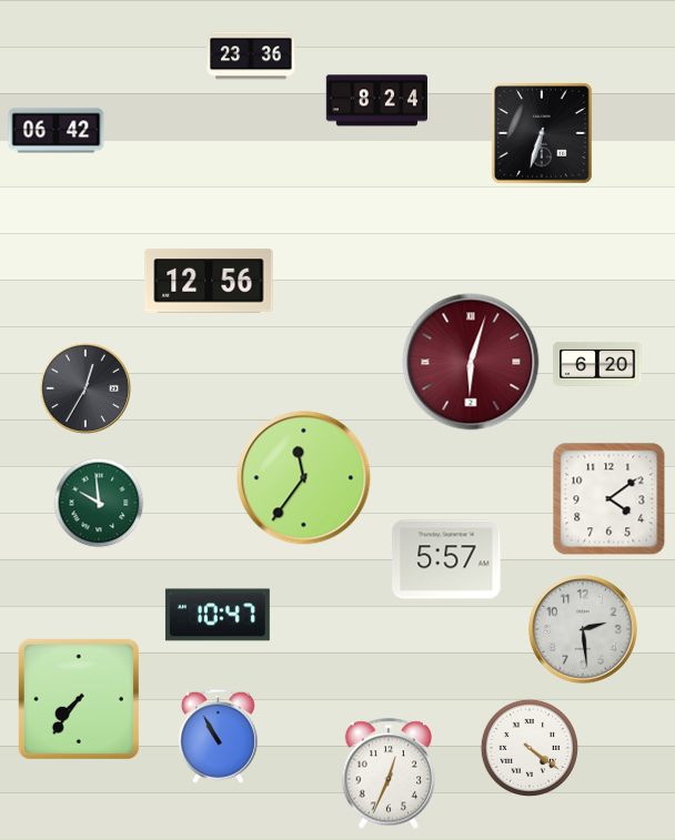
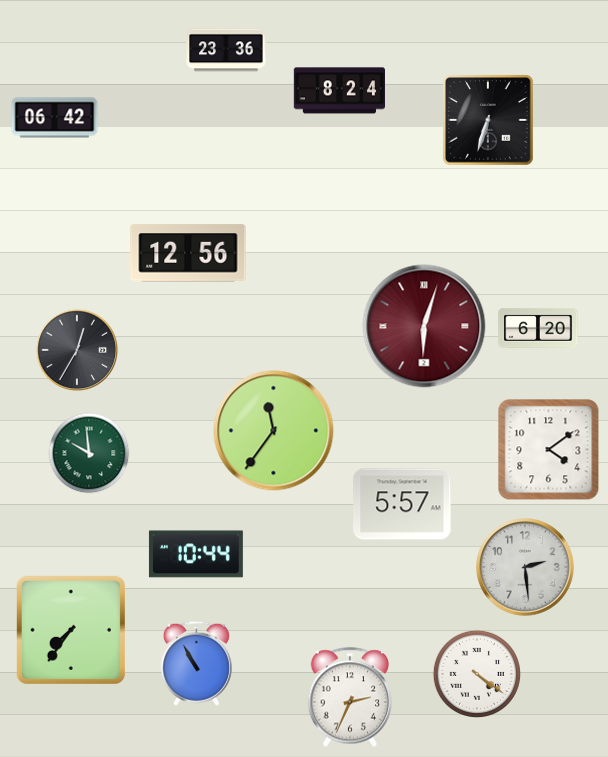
clock at (57, 131) position: (57, 131) -> (55, 118)
clock at (218, 615): 10:47 -> 10:44
clock at (389, 773): 12:34 -> 2:34
